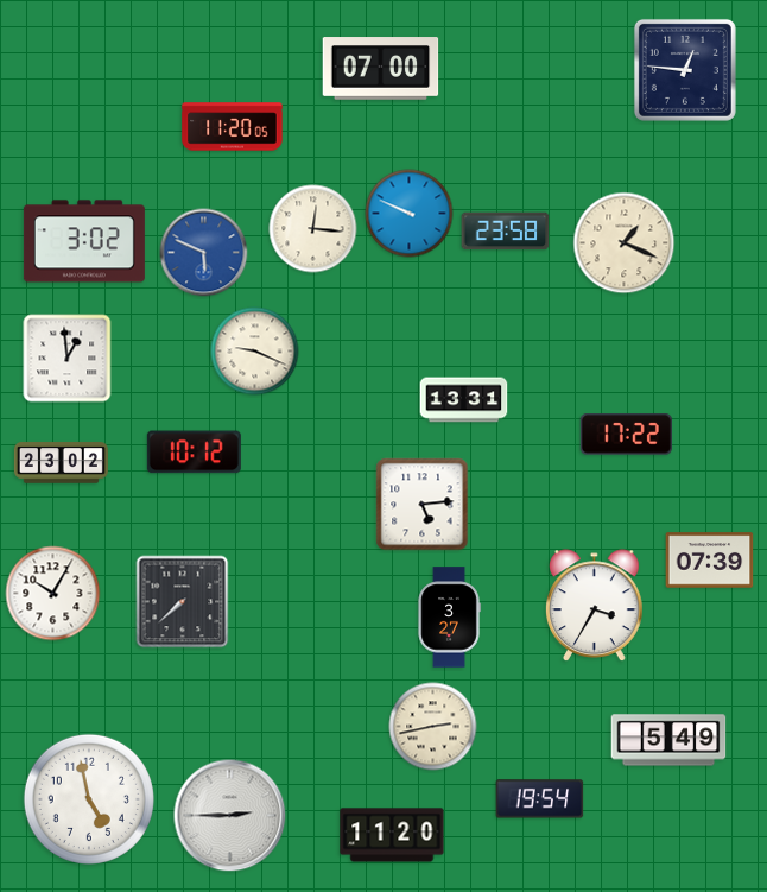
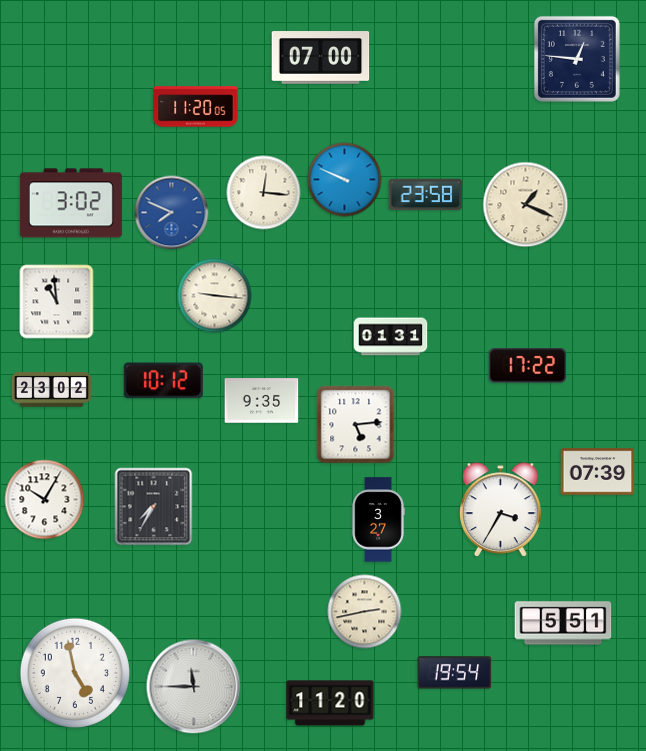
clock at (204, 253): 5:49 -> 7:49
clock at (255, 352): 9:19 -> 9:16
clock at (68, 359): 12:59 -> 10:59
clock at (464, 400): 13:31 -> 01:31
clock at (262, 401): none -> 9:35
clock at (183, 602): 7:38 -> 7:35
clock at (668, 740): 5:49 -> 5:51
clock at (230, 816): 2:45 -> 11:45
